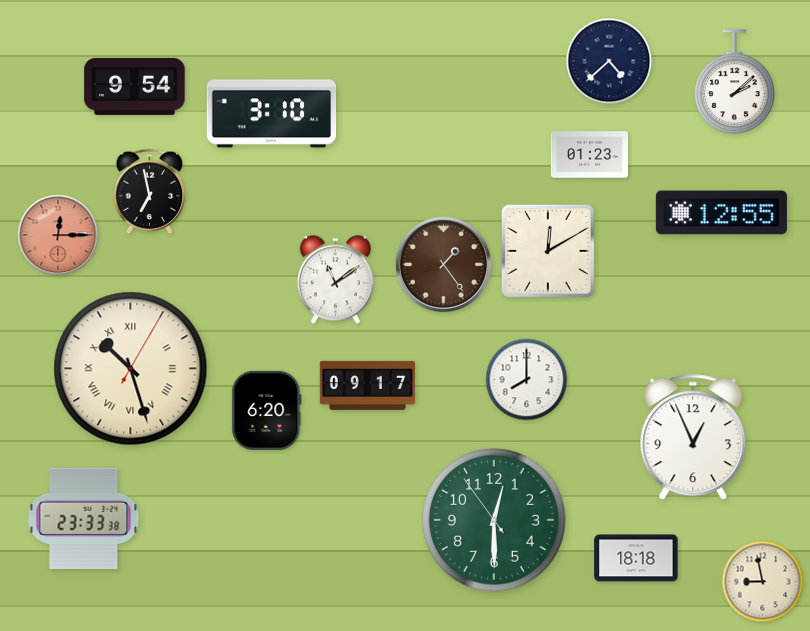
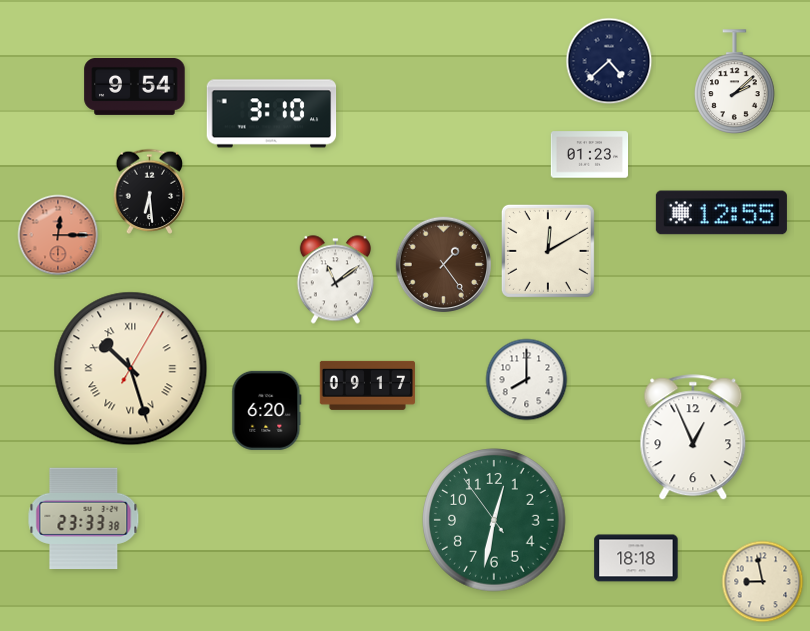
clock at (150, 191): 6:58 -> 6:29
clock at (494, 520): 12:29 -> 12:31
